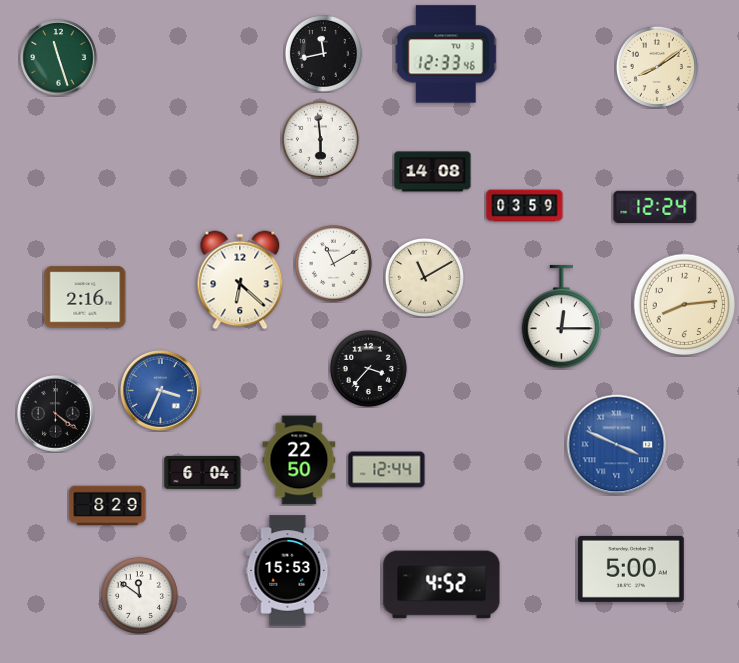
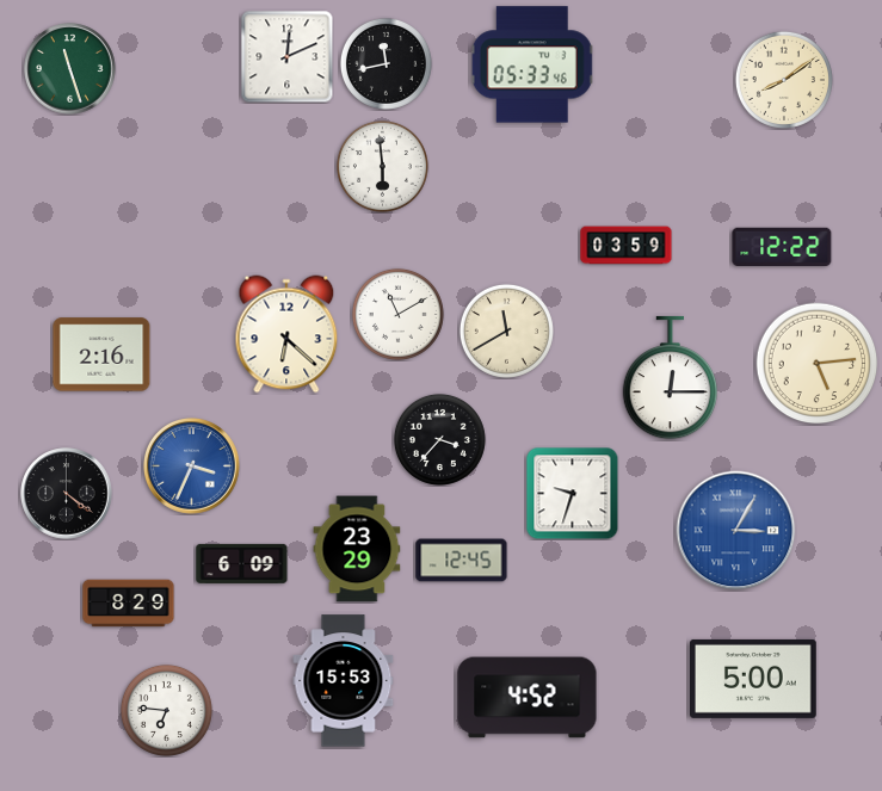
clock at (286, 56): none -> 12:11
clock at (446, 54): 12:33 -> 05:33
clock at (433, 172): 14:08 -> none
clock at (655, 206): 12:24 -> 12:22
clock at (424, 277): 11:10 -> 11:40
clock at (685, 305): 8:14 -> 5:14
clock at (572, 493): none -> 9:33
clock at (617, 445): 3:49 -> 3:05
clock at (299, 460): 22:50 -> 23:29
clock at (387, 470): 12:44 -> 12:45
clock at (203, 472): 6:04 -> 6:09
clock at (139, 595): 11:51 -> 6:46
